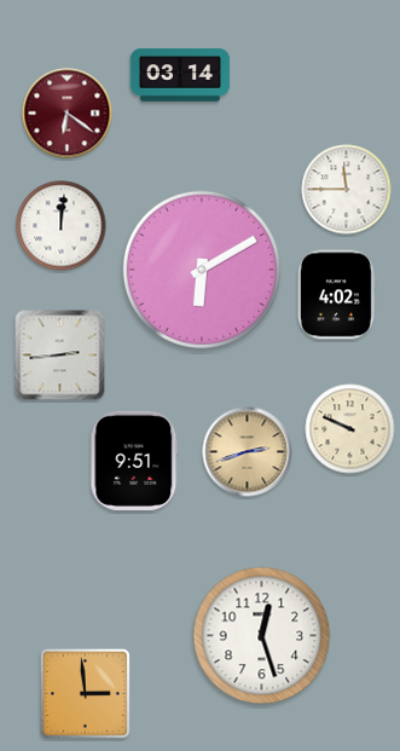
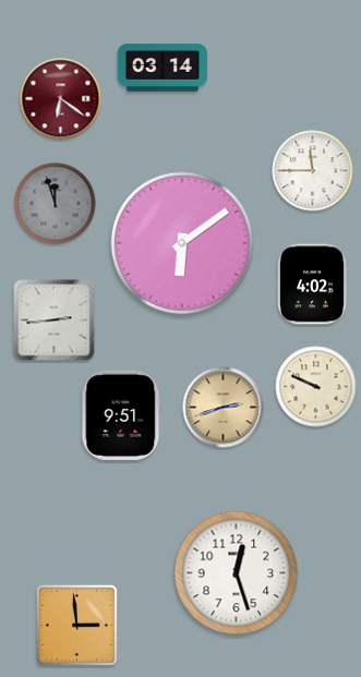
clock at (68, 114) position: (68, 114) -> (61, 99)
clock at (62, 226): 12:01 -> 11:57
clock at (62, 226) dial: white -> grey
clock at (202, 270): 6:10 -> 6:09
clock at (337, 295) position: (337, 295) -> (313, 285)
